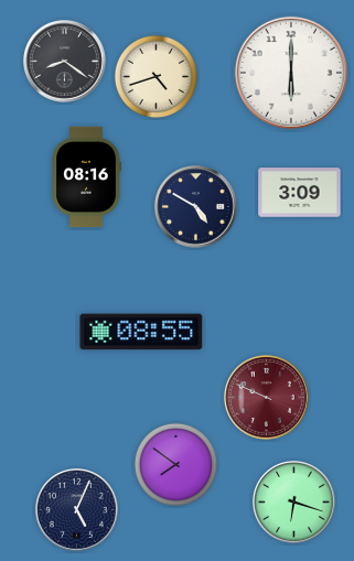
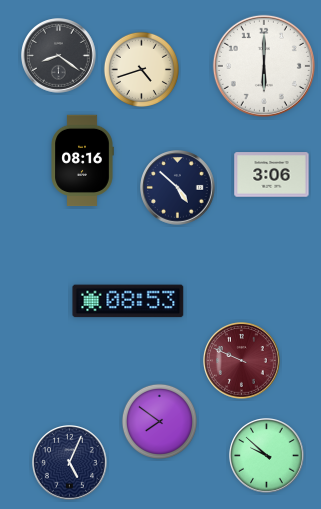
clock at (86, 177) position: (86, 177) -> (82, 161)
clock at (300, 193): 3:09 -> 3:06
clock at (196, 207): 4:50 -> 4:52
clock at (141, 332): 08:55 -> 08:53
clock at (294, 503): 6:18 -> 9:52
